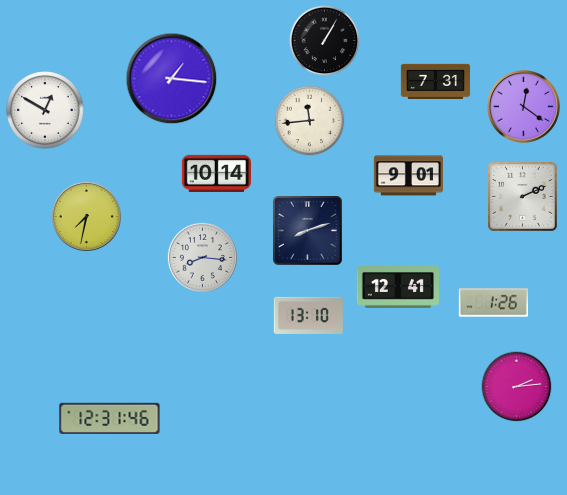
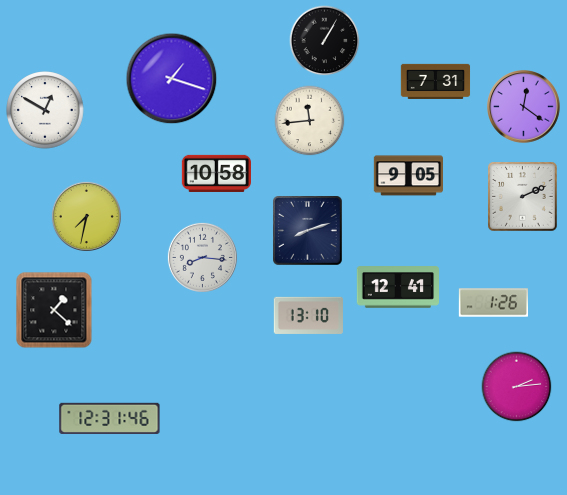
clock at (172, 79): 1:16 -> 1:18
clock at (216, 173): 10:14 -> 10:58
clock at (408, 176): 9:01 -> 9:05
clock at (54, 310): none -> 1:22
